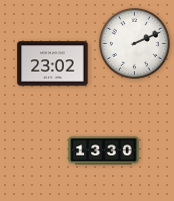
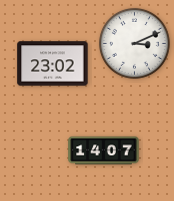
clock at (134, 43): 2:11 -> 3:11
clock at (104, 151): 13:30 -> 14:07
